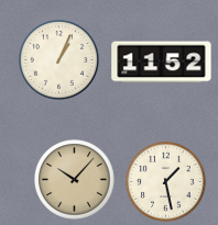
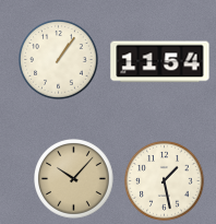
clock at (59, 60): 1:04 -> 1:06
clock at (162, 63): 11:52 -> 11:54
